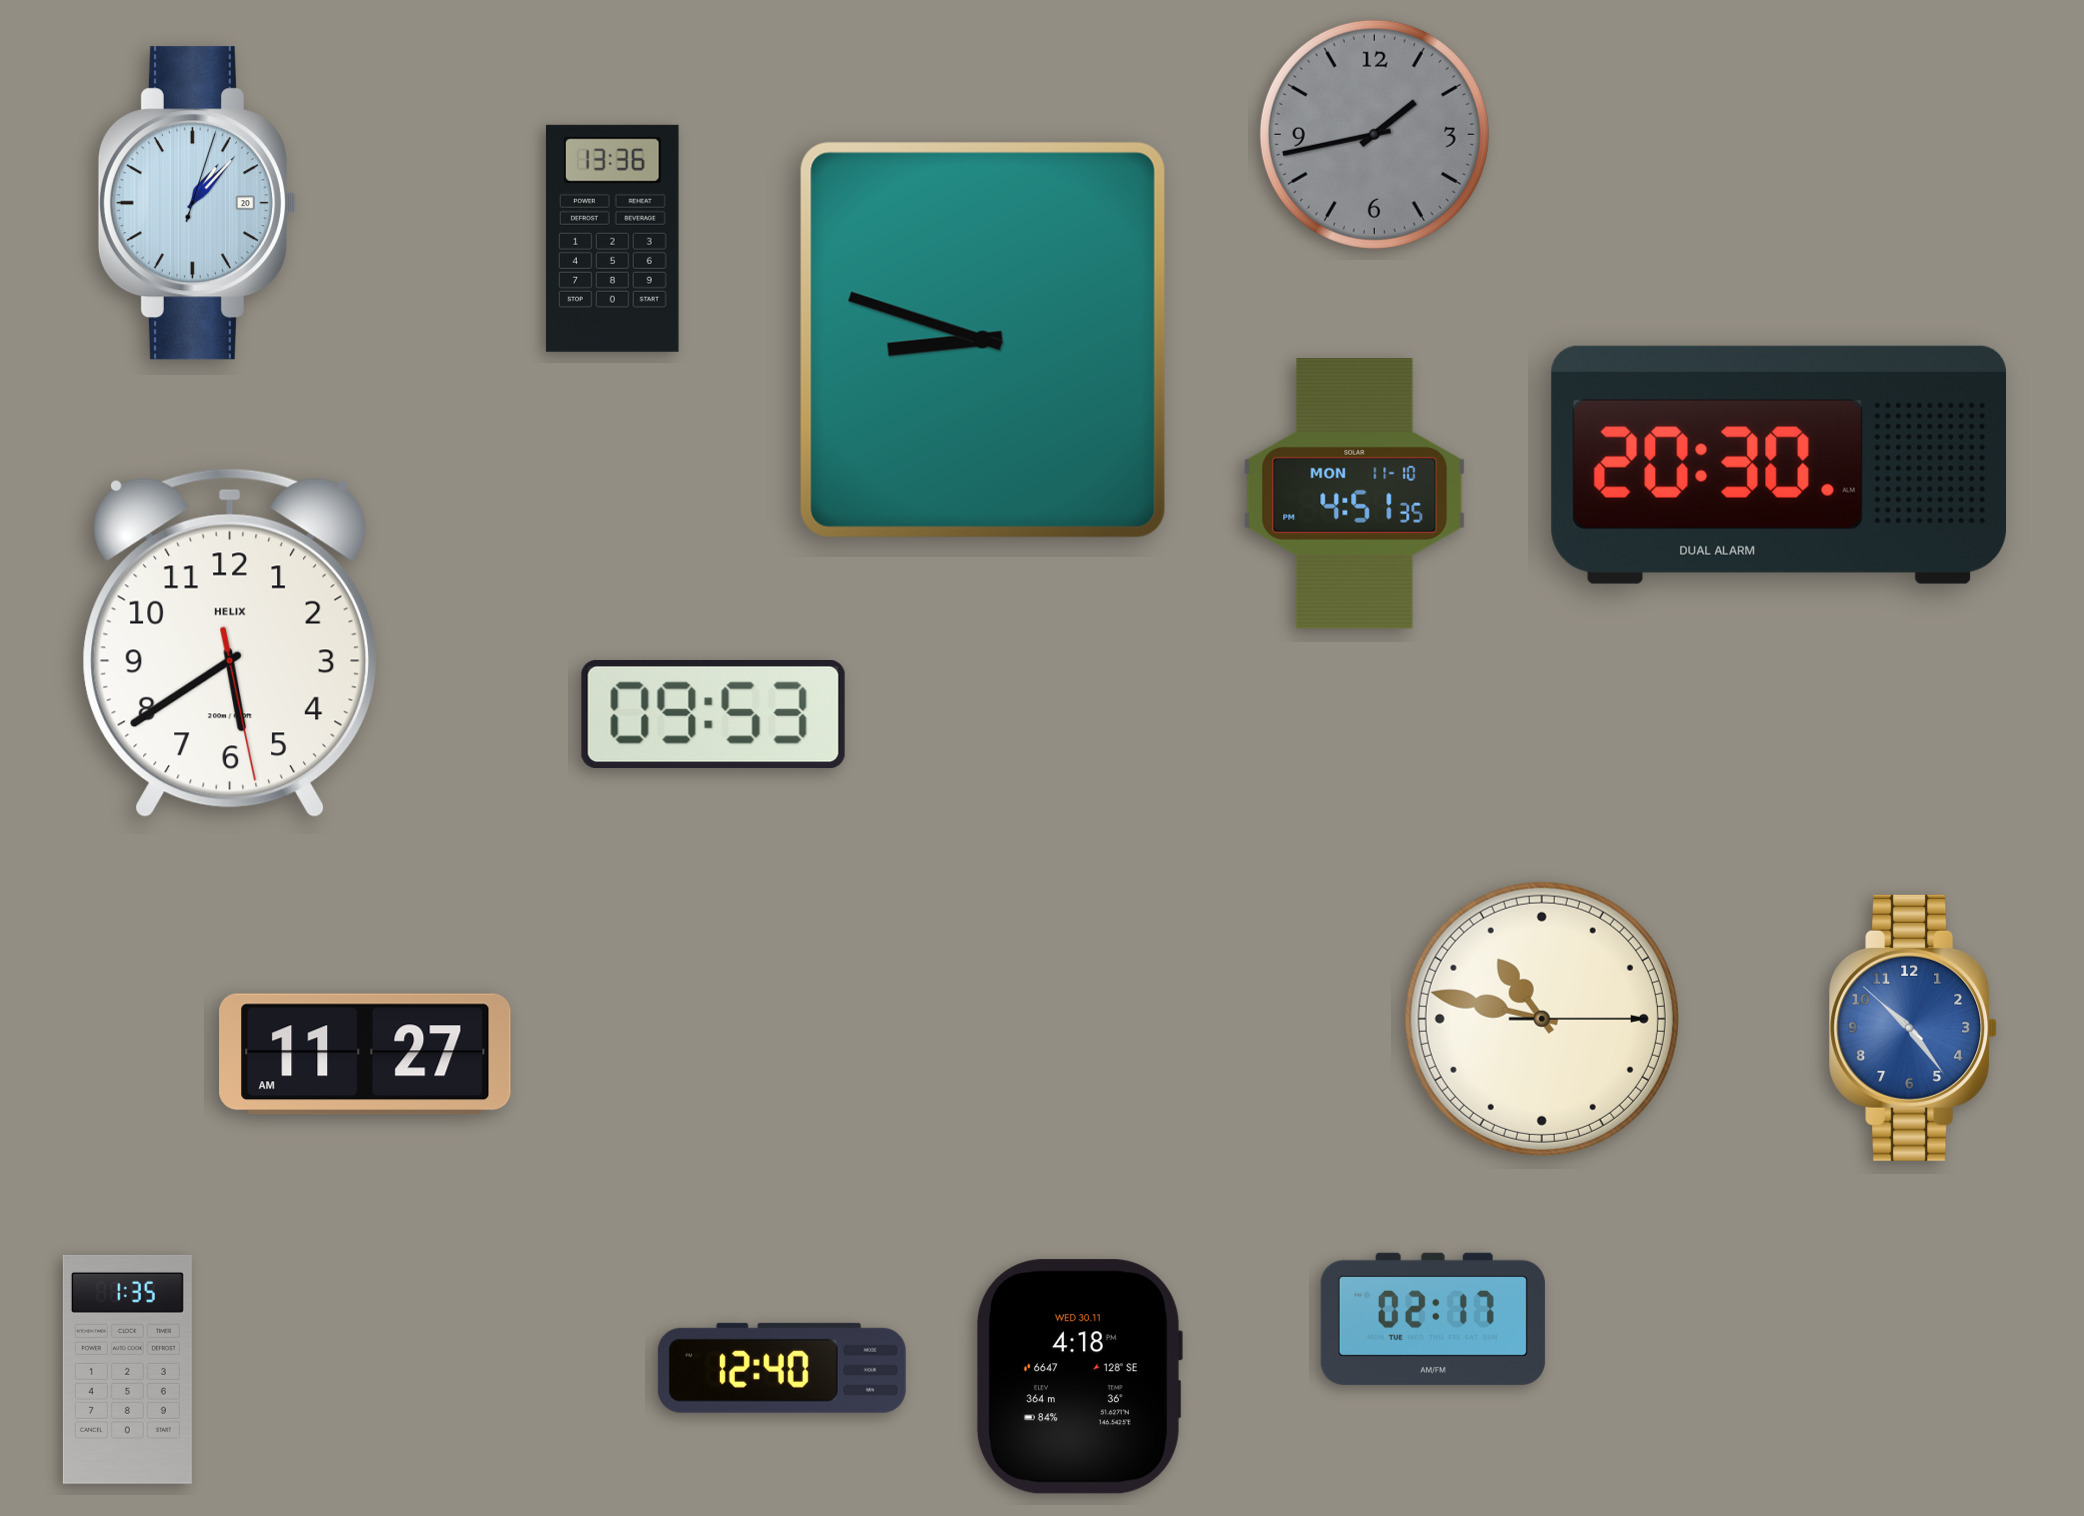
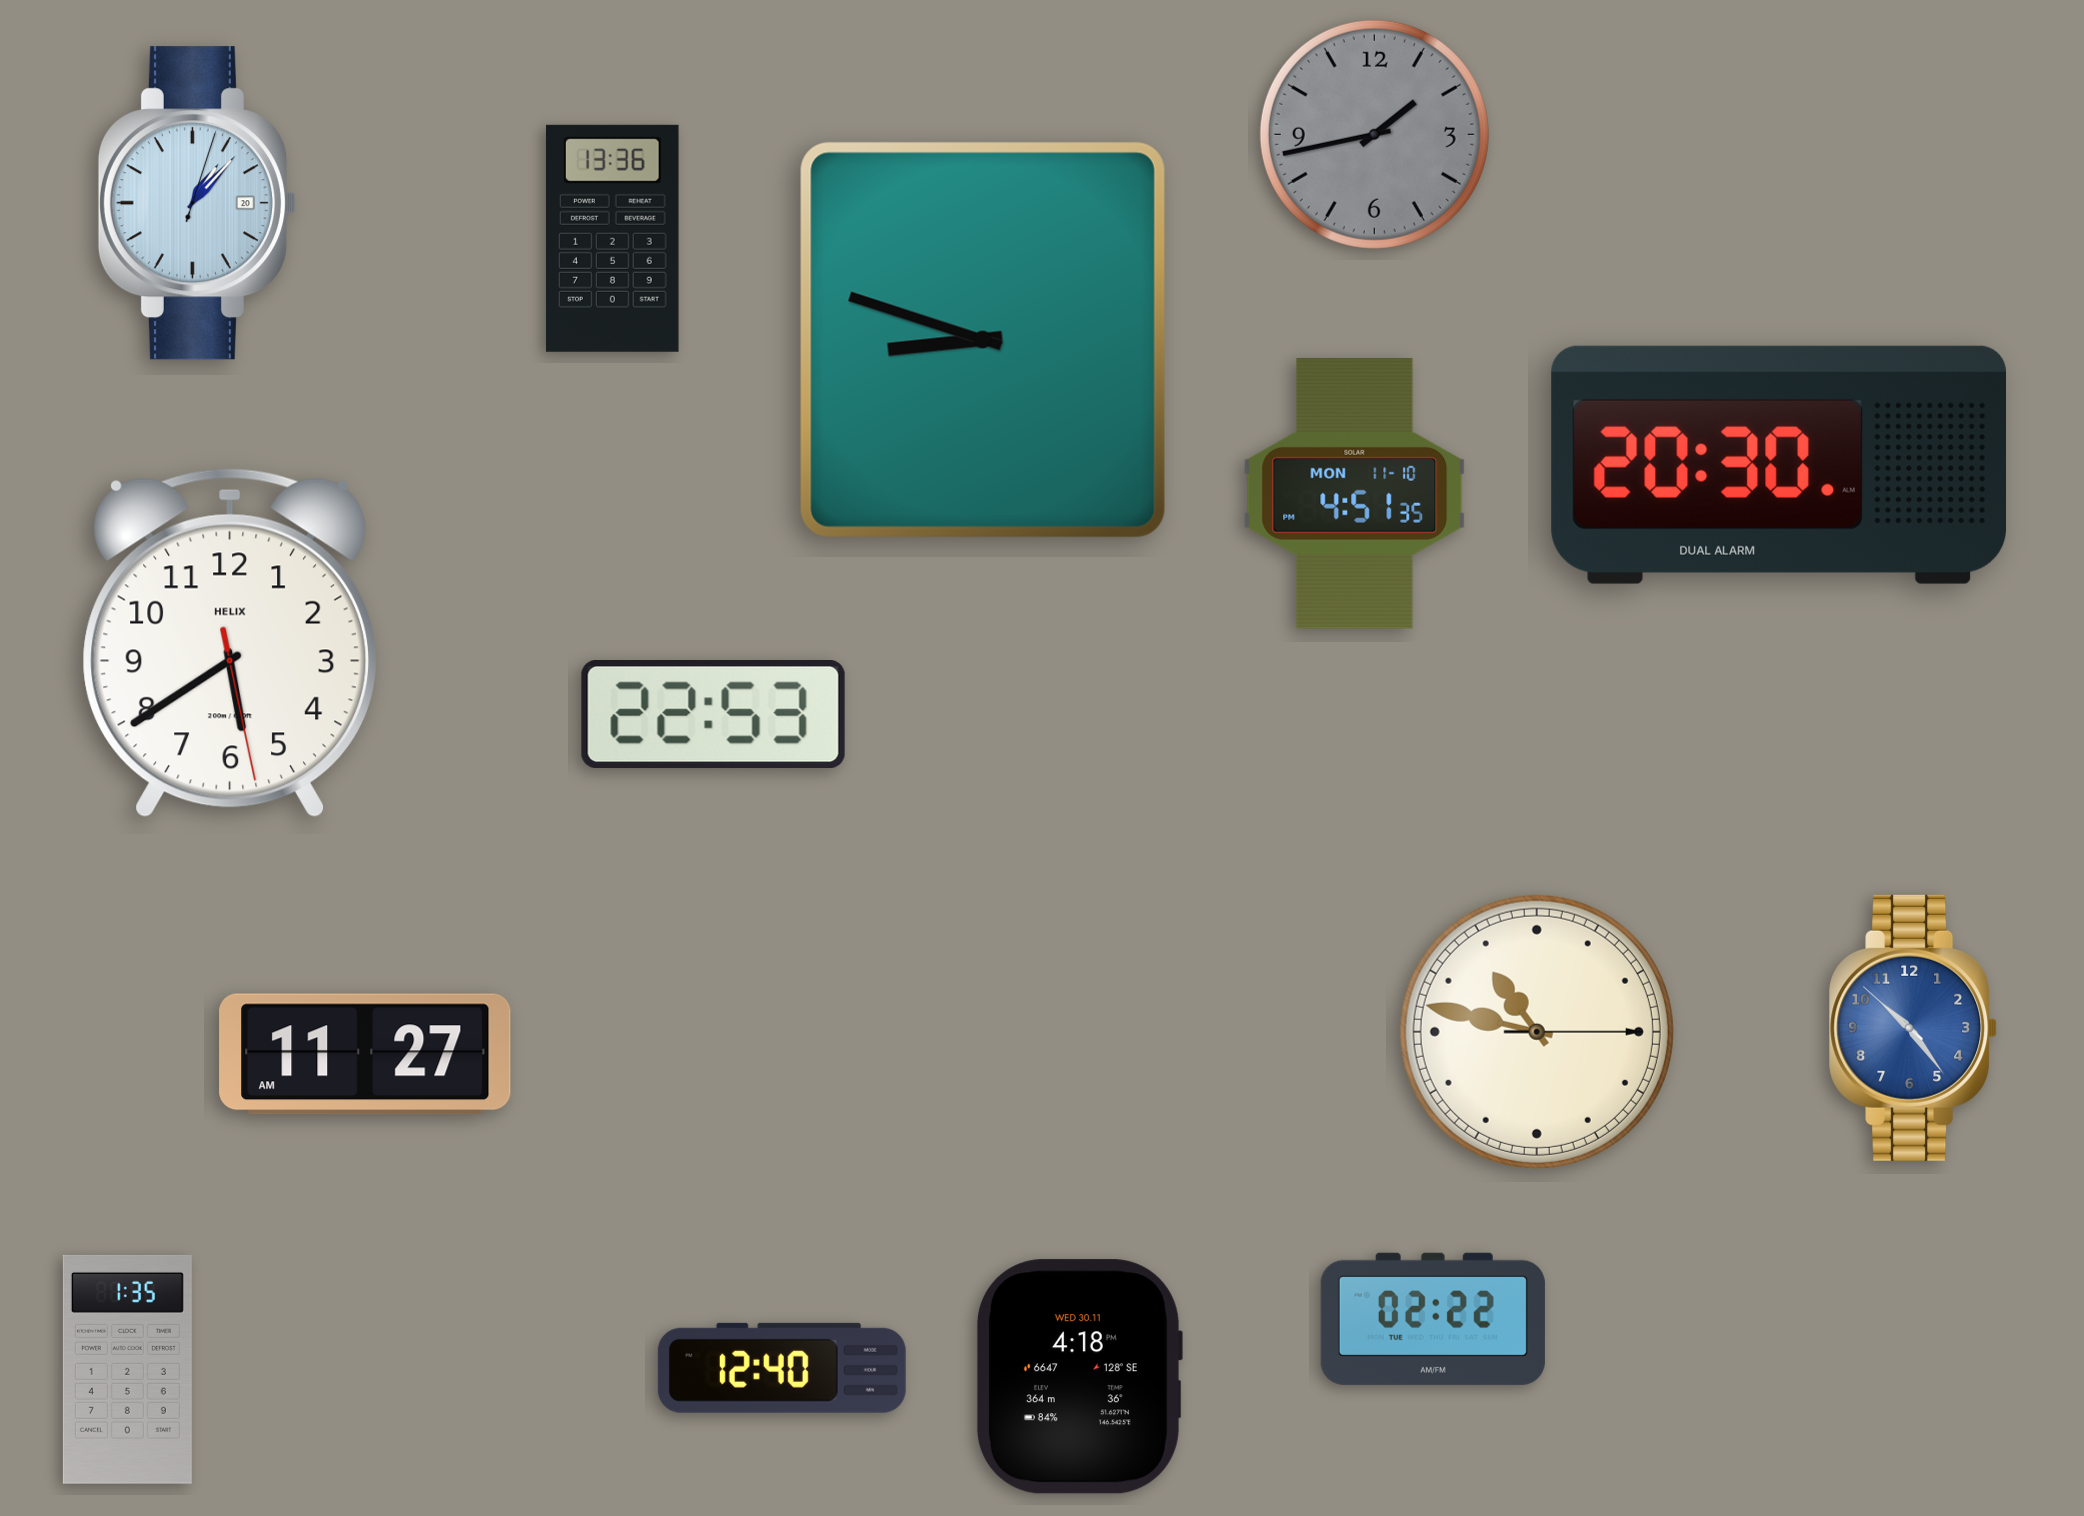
clock at (713, 714): 09:53 -> 22:53
clock at (1542, 1019) position: (1542, 1019) -> (1537, 1032)
clock at (1433, 1319): 02:17 -> 02:22
